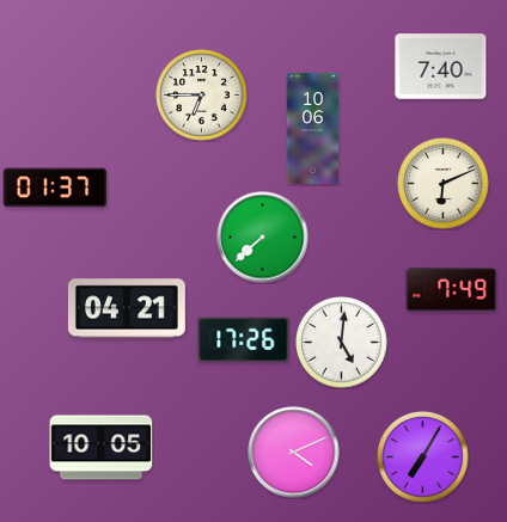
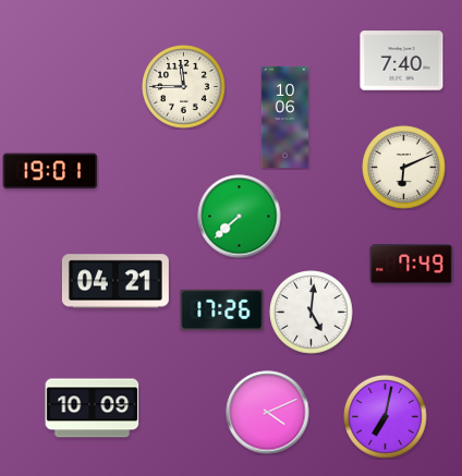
clock at (202, 96): 6:45 -> 11:45
clock at (55, 188): 01:37 -> 19:01
clock at (102, 448): 10:05 -> 10:09
clock at (423, 457): 7:05 -> 7:02
